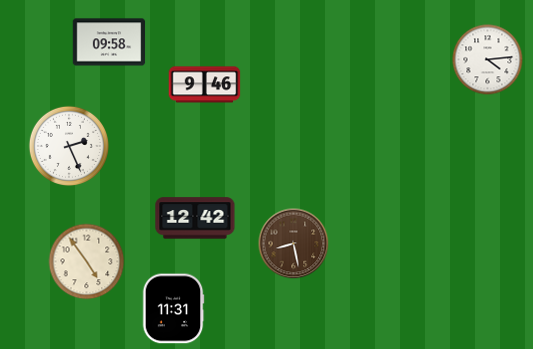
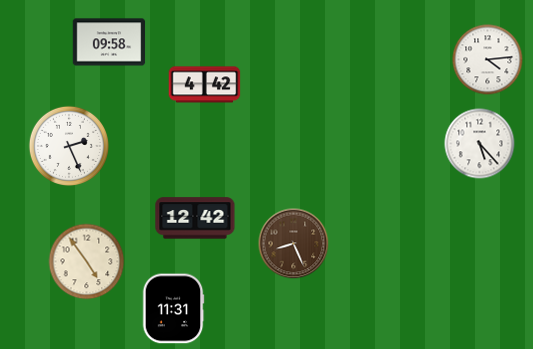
clock at (205, 85): 9:46 -> 4:42
clock at (480, 144): none -> 5:23
clock at (294, 244): 8:28 -> 8:26
